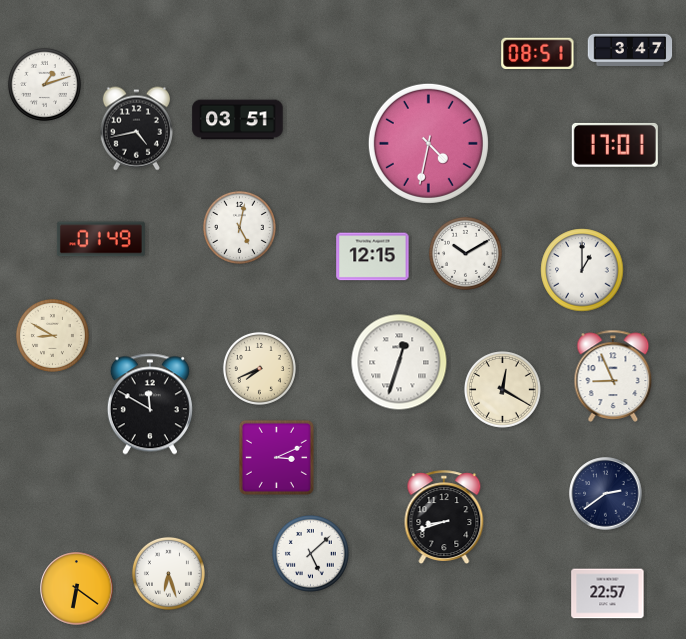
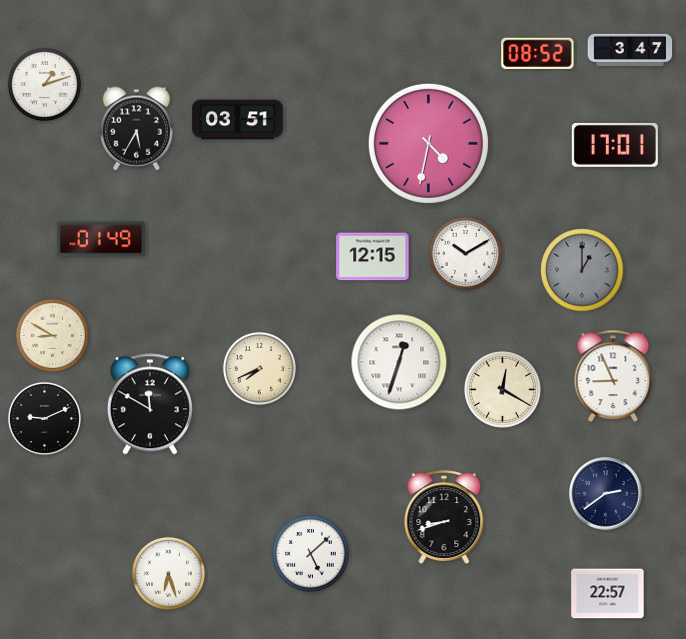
clock at (538, 53): 08:51 -> 08:52
clock at (136, 129): 4:43 -> 5:35
clock at (239, 227): 5:02 -> none
clock at (582, 270) dial: white -> grey
clock at (44, 418): none -> 9:11
clock at (276, 457): 3:11 -> none
clock at (77, 589): 6:21 -> none
